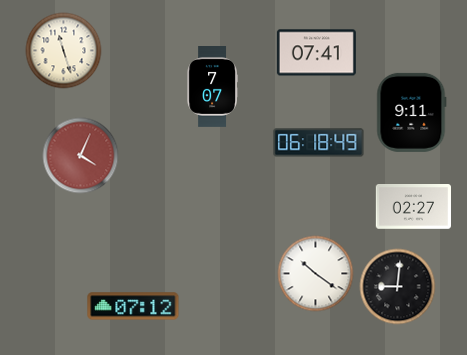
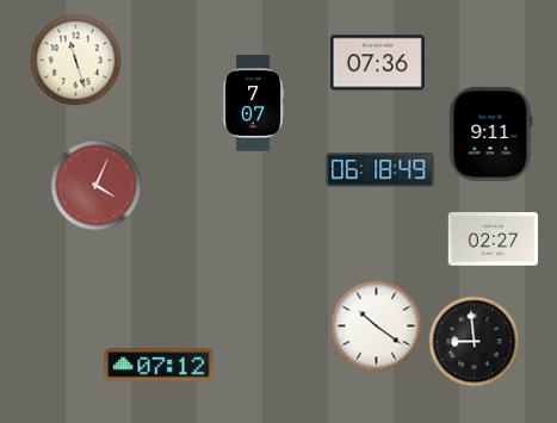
clock at (316, 53): 07:41 -> 07:36
clock at (413, 207) position: (413, 207) -> (493, 240)
clock at (398, 287): 9:01 -> 8:59
